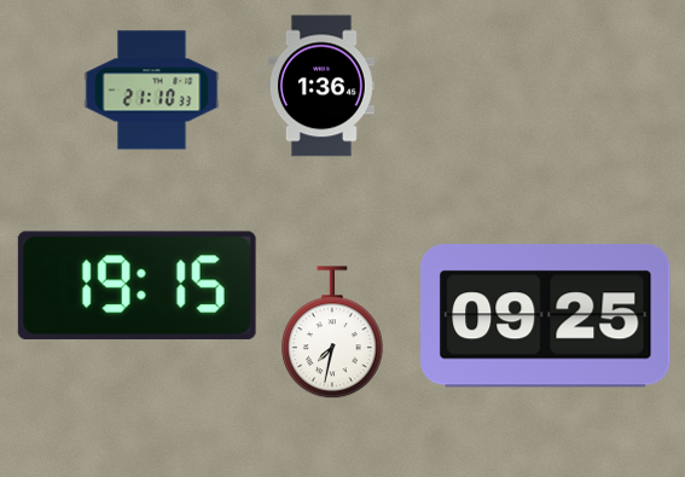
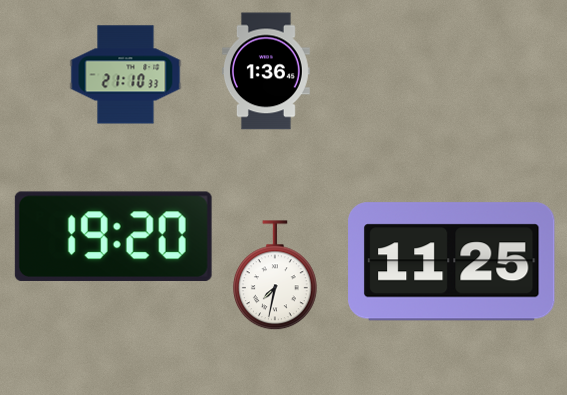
clock at (137, 285): 19:15 -> 19:20
clock at (546, 316): 09:25 -> 11:25
